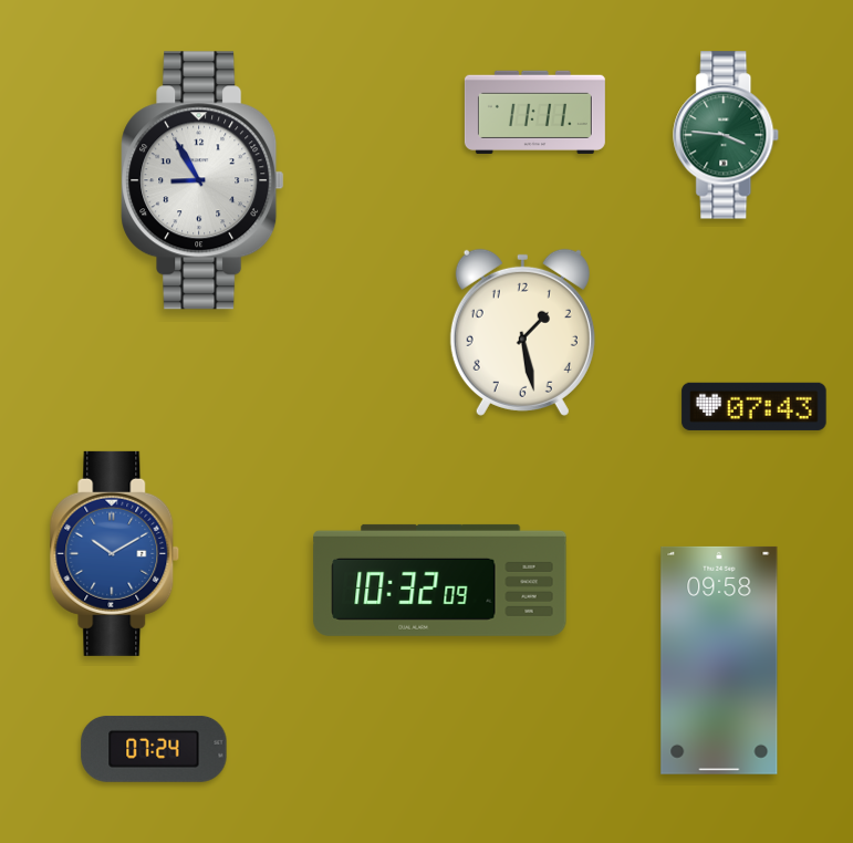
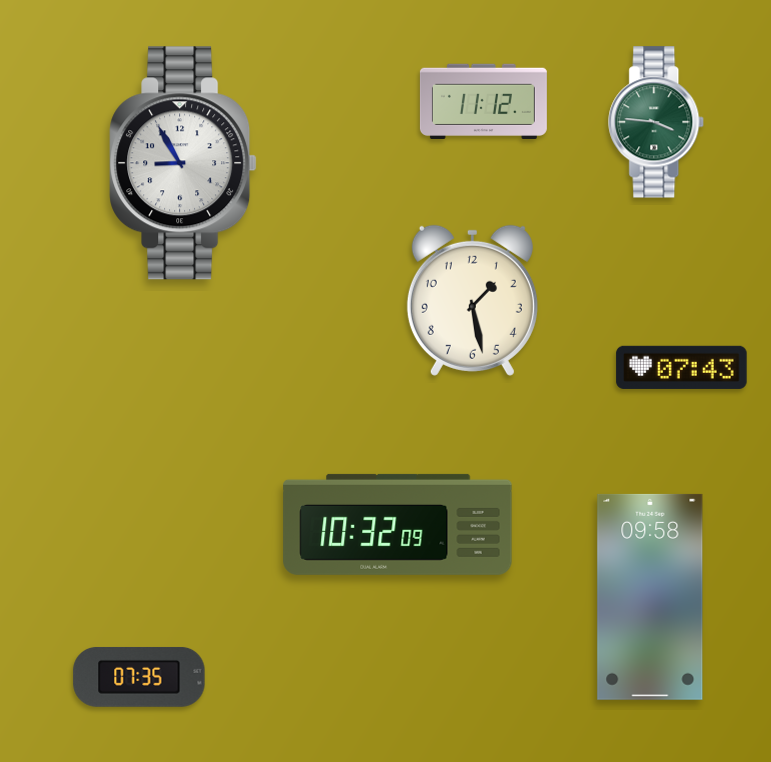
clock at (534, 112): 11:11 -> 11:12
clock at (115, 553): 10:10 -> none
clock at (154, 749): 07:24 -> 07:35
